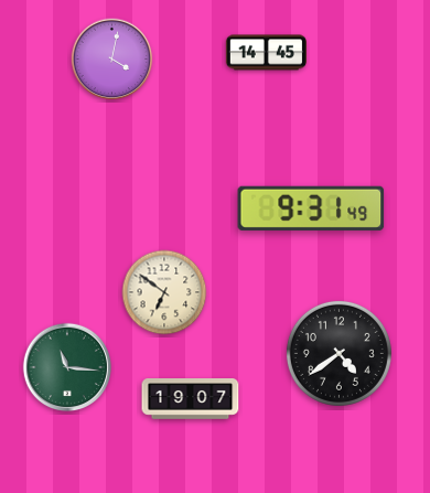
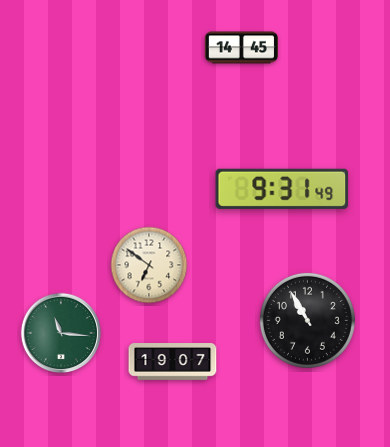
clock at (112, 60): 4:02 -> none
clock at (338, 353): 4:39 -> 10:55
